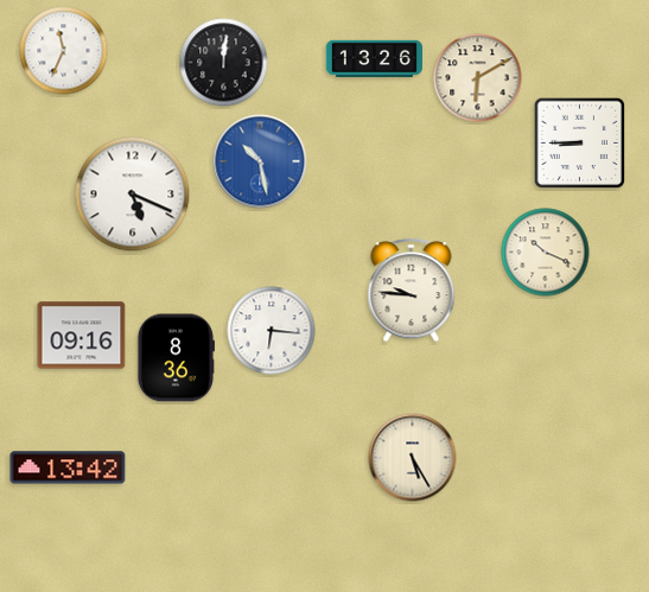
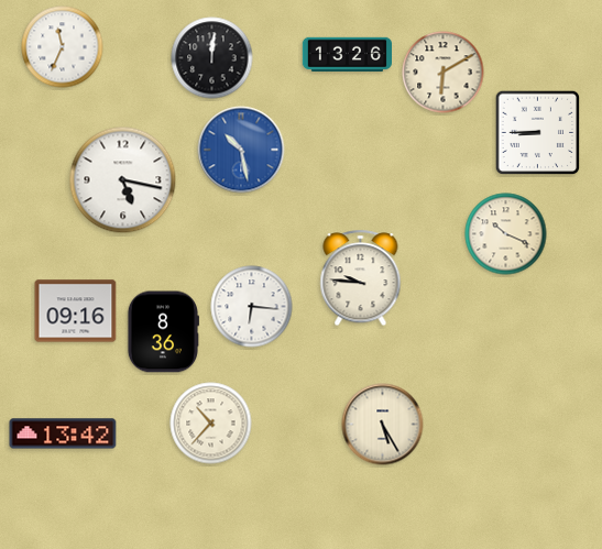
clock at (64, 51) position: (64, 51) -> (63, 47)
clock at (224, 63) position: (224, 63) -> (212, 58)
clock at (133, 195): 5:19 -> 5:17
clock at (412, 291) position: (412, 291) -> (361, 278)
clock at (211, 424): none -> 10:37
